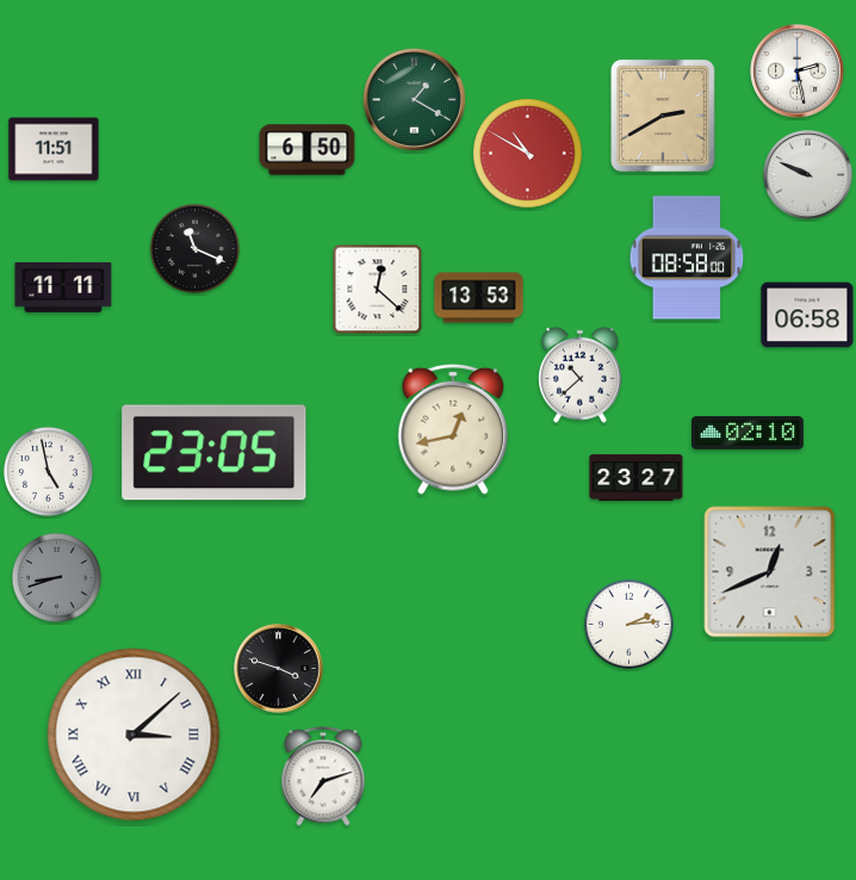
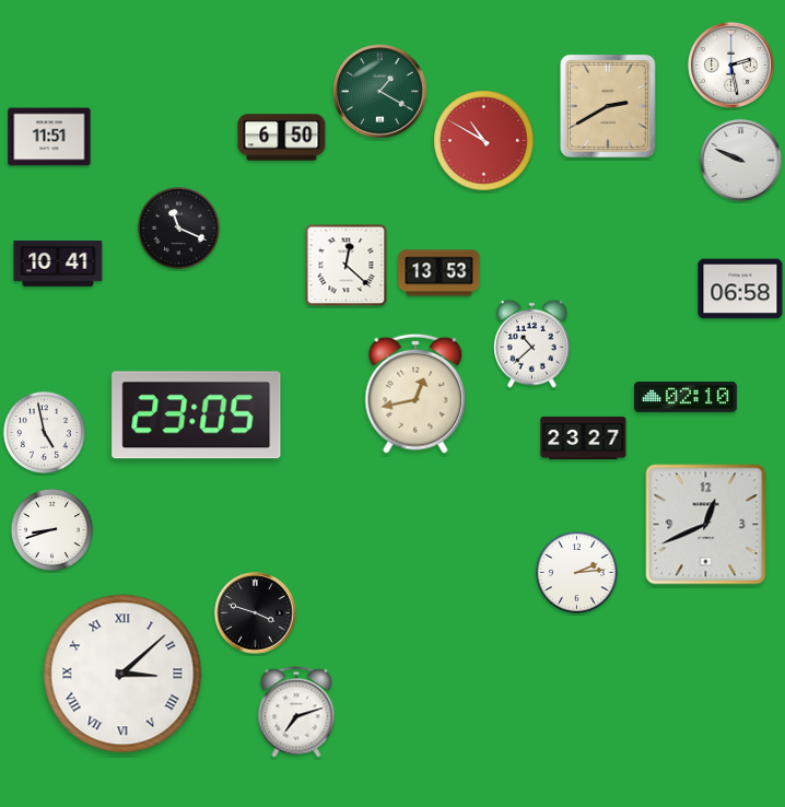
clock at (687, 258): 08:58 -> none
clock at (63, 287): 11:11 -> 10:41
clock at (56, 577) dial: grey -> white
